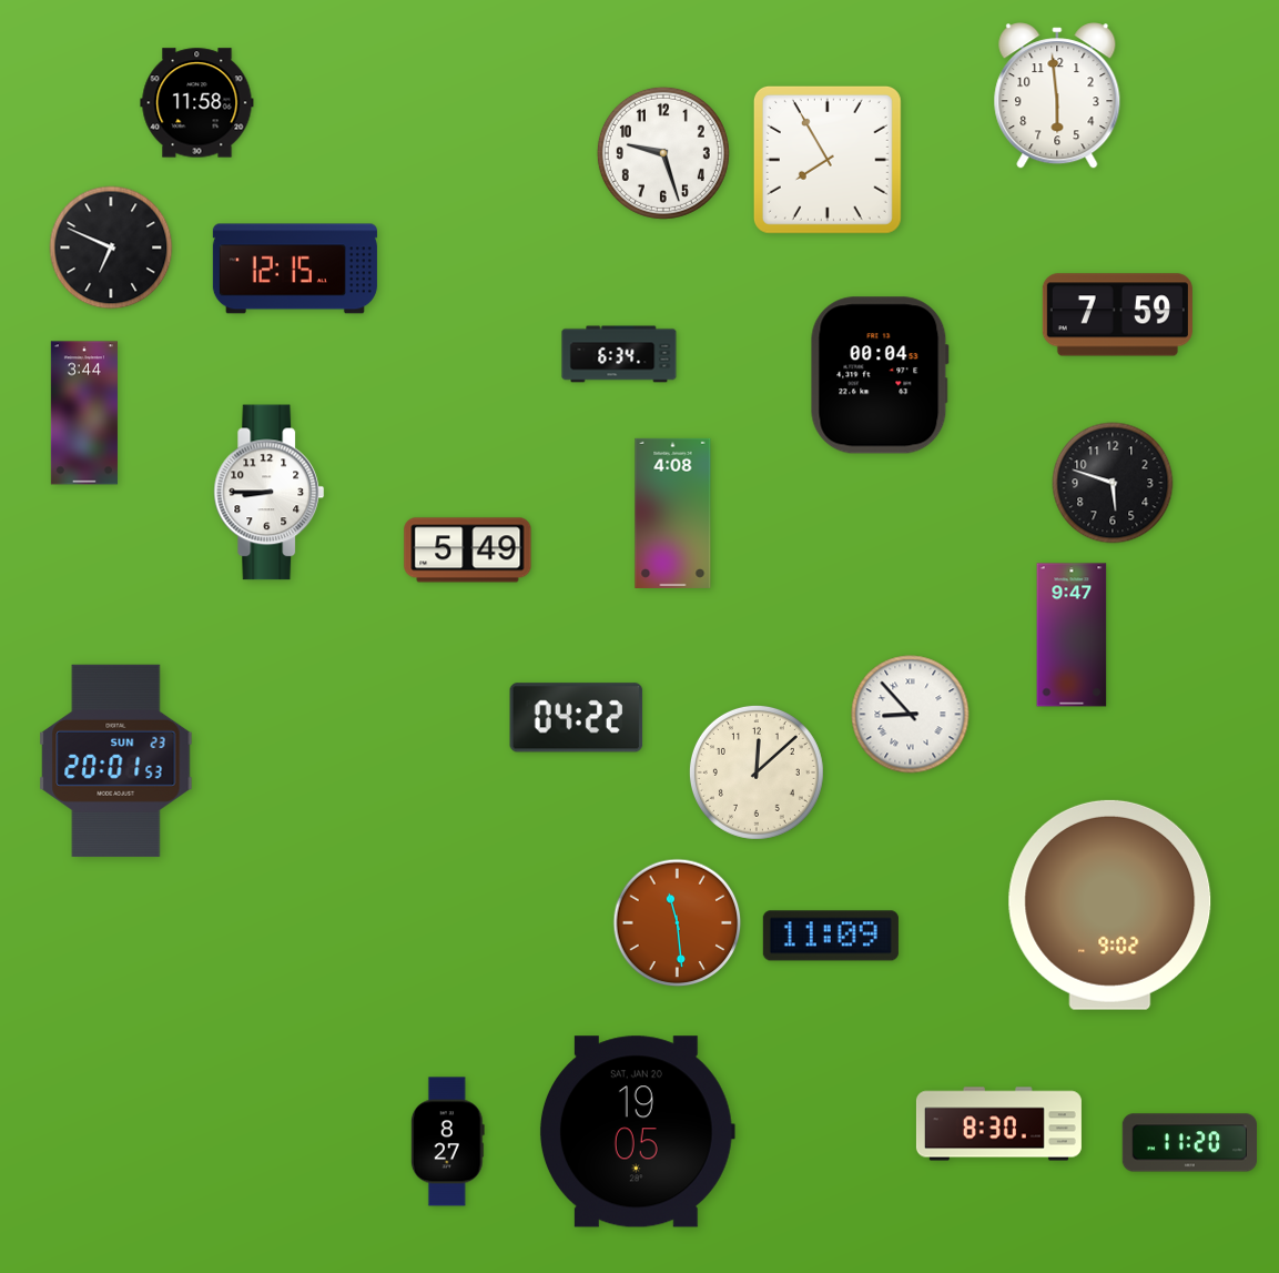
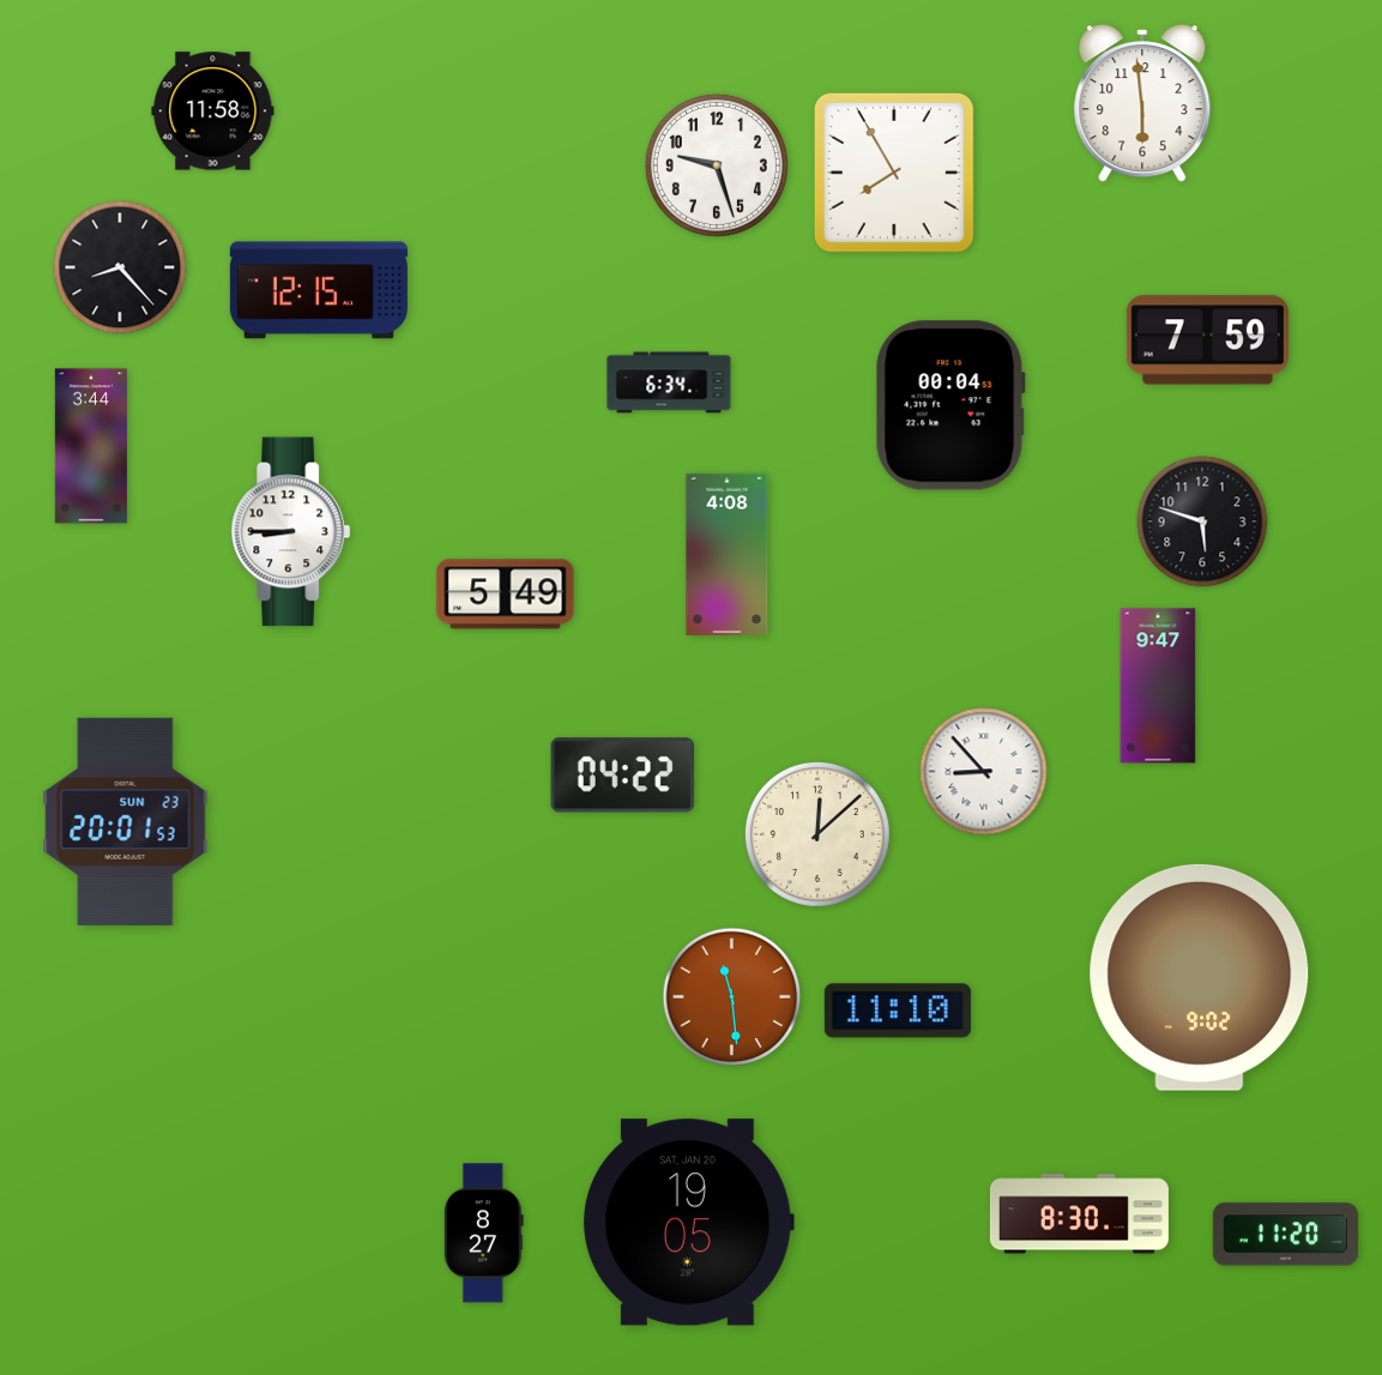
clock at (111, 247): 6:49 -> 8:23
clock at (831, 936): 11:09 -> 11:10
